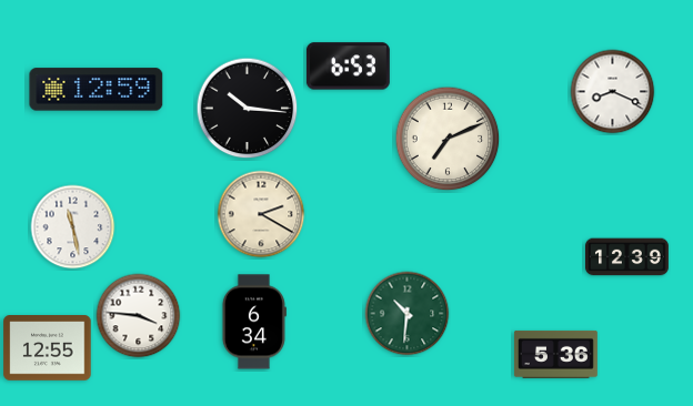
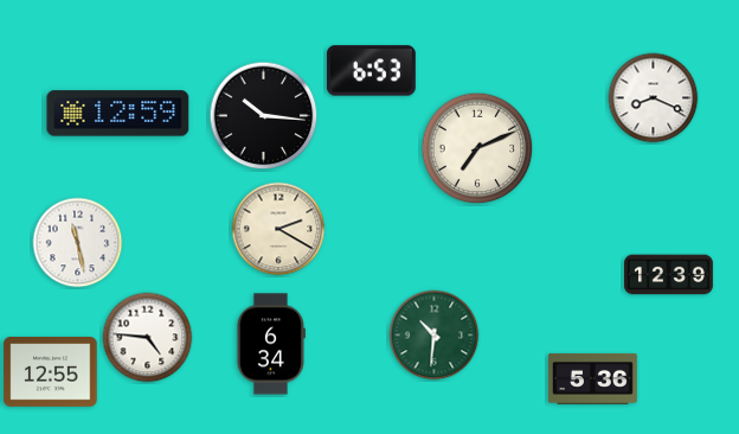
clock at (97, 90) position: (97, 90) -> (118, 114)
clock at (139, 316): 3:46 -> 4:46
